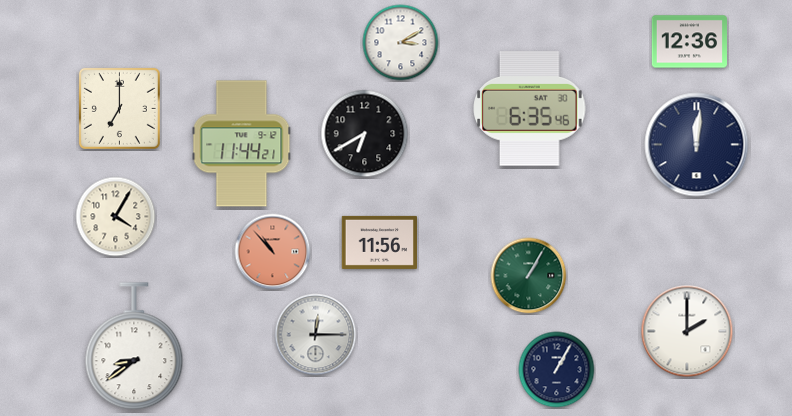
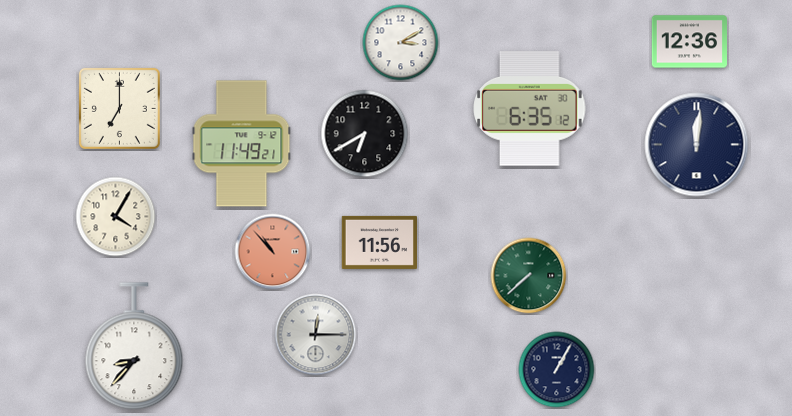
clock at (530, 109): 6:35:46 -> 6:35:12
clock at (242, 144): 11:44 -> 11:49
clock at (529, 276): 1:05 -> 7:38
clock at (687, 331): 2:00 -> none
clock at (134, 347): 8:39 -> 8:37
